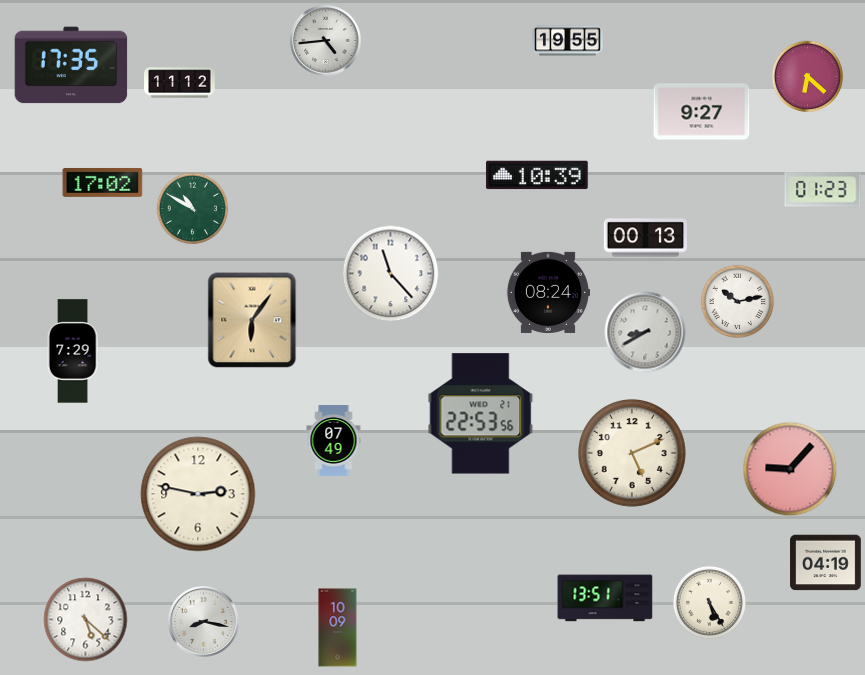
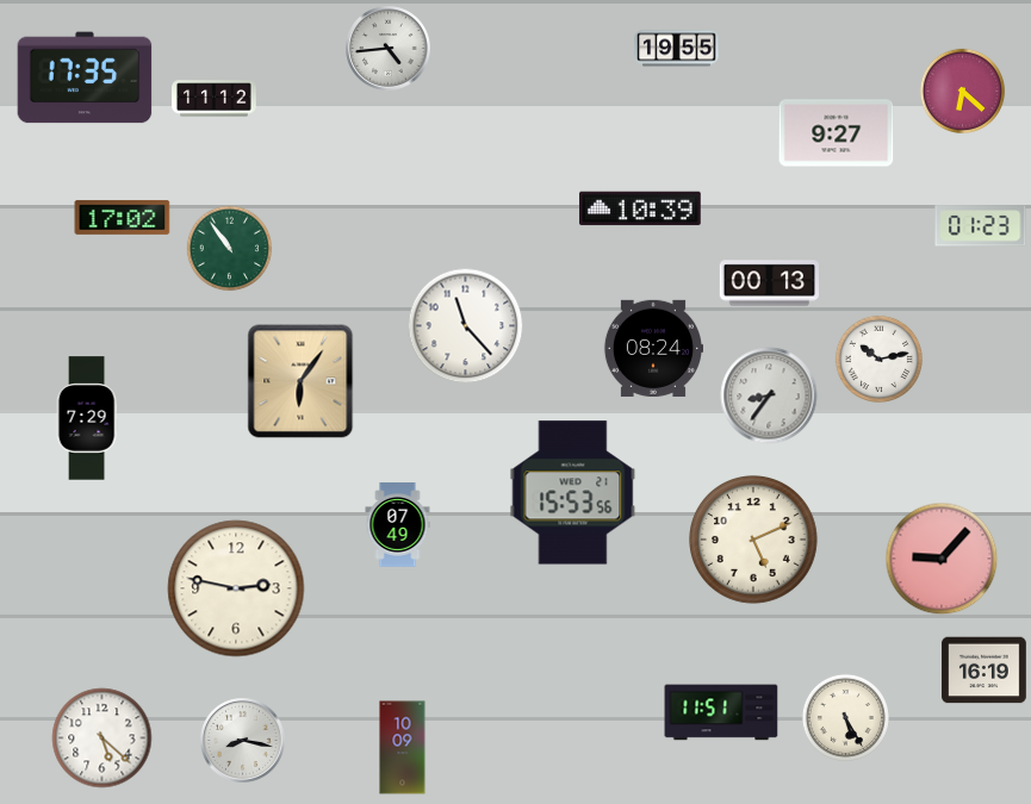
clock at (193, 209): 10:50 -> 10:54
clock at (645, 332): 8:40 -> 8:36
clock at (481, 414): 22:53 -> 15:53
clock at (826, 563): 04:19 -> 16:19
clock at (605, 598): 13:51 -> 11:51
